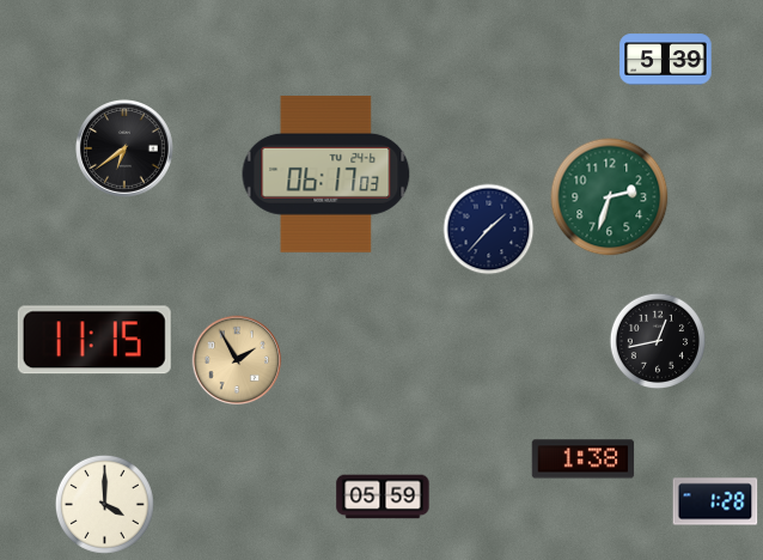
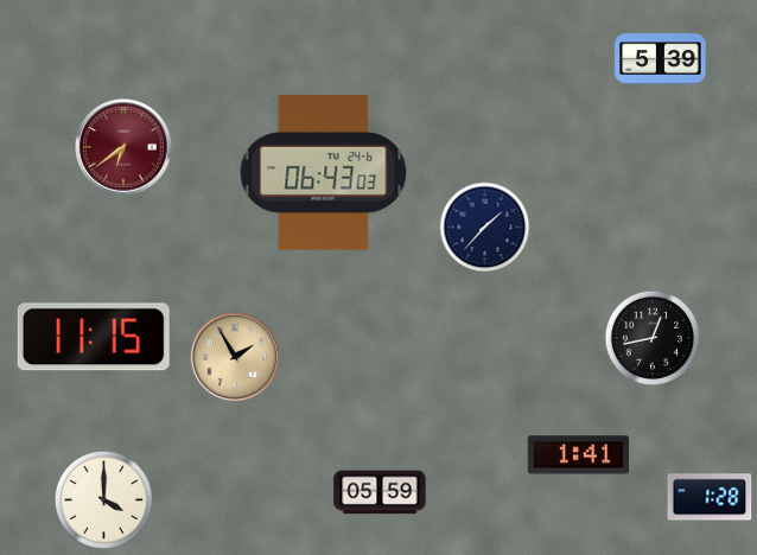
clock at (126, 150) dial: black -> burgundy
clock at (326, 174): 06:17 -> 06:43
clock at (610, 197): 2:33 -> none
clock at (584, 459): 1:38 -> 1:41
